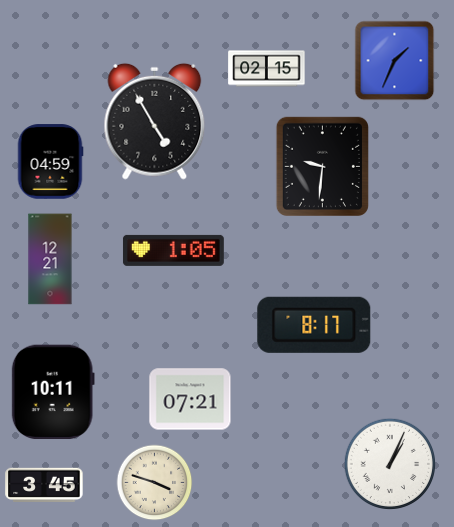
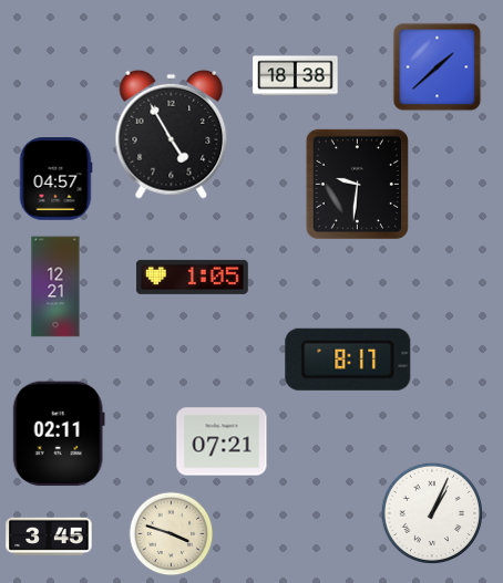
clock at (395, 61): 1:34 -> 1:38
clock at (267, 69): 02:15 -> 18:38
clock at (50, 162): 04:59 -> 04:57
clock at (53, 392): 10:11 -> 02:11
clock at (190, 399) position: (190, 399) -> (222, 441)
